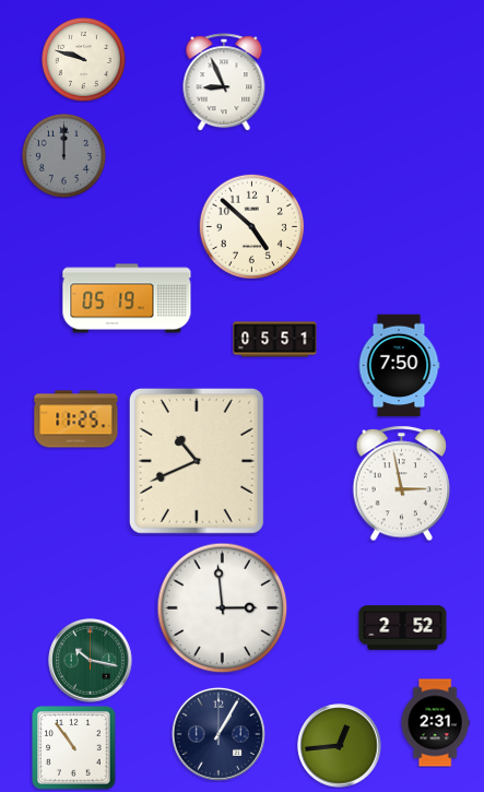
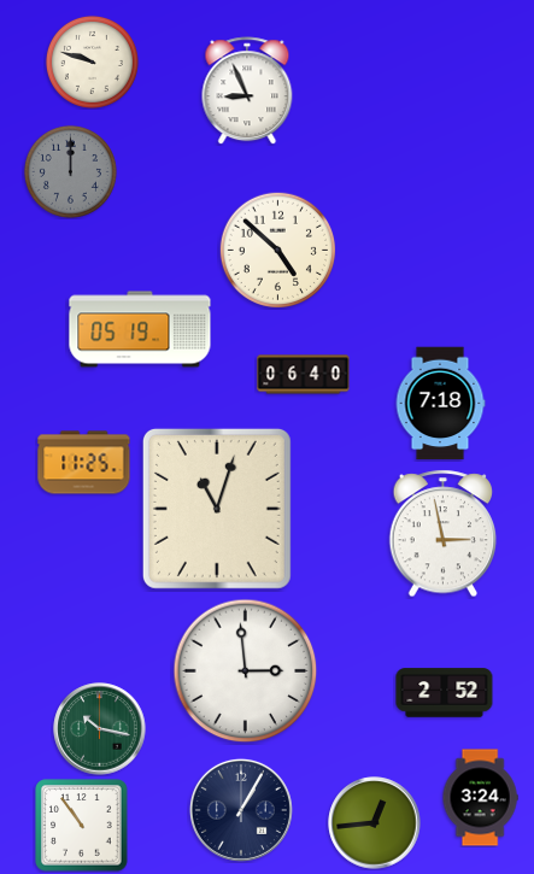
clock at (83, 59) position: (83, 59) -> (92, 61)
clock at (275, 340): 05:51 -> 06:40
clock at (399, 366): 7:50 -> 7:18
clock at (197, 461): 10:41 -> 11:03
clock at (435, 723): 2:31 -> 3:24
